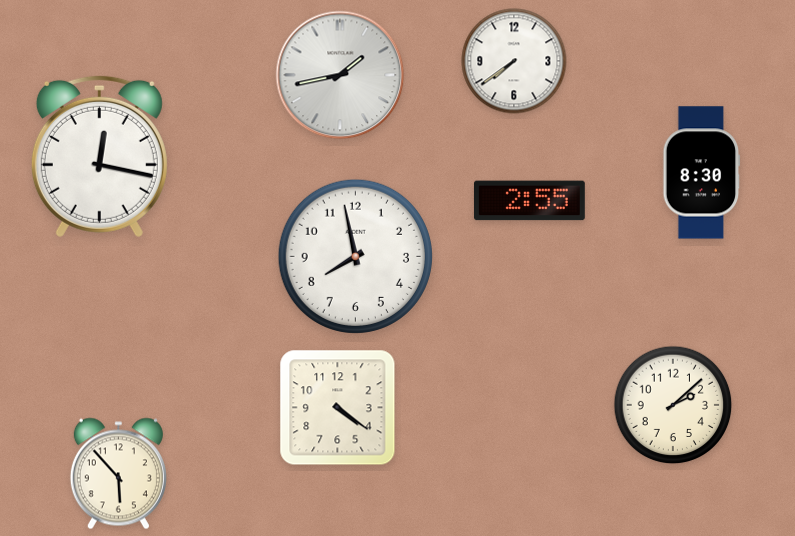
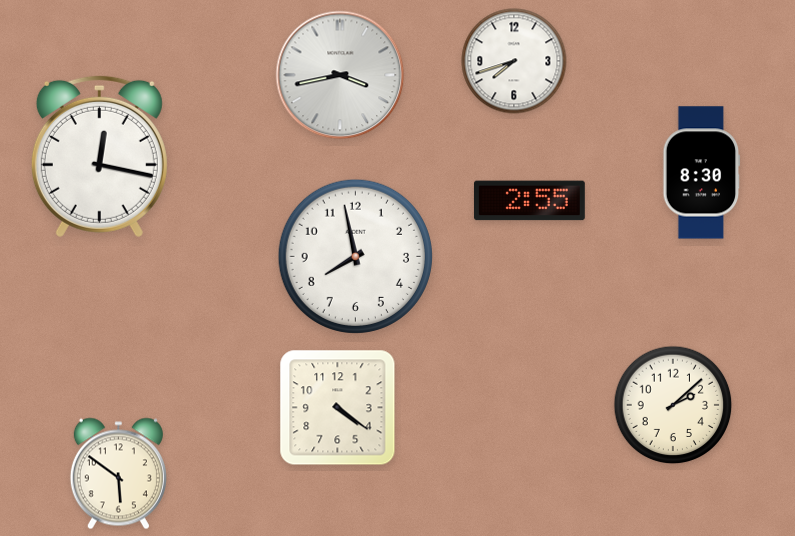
clock at (514, 61): 7:39 -> 7:42
clock at (340, 75): 1:43 -> 3:43
clock at (118, 474): 5:53 -> 5:51
